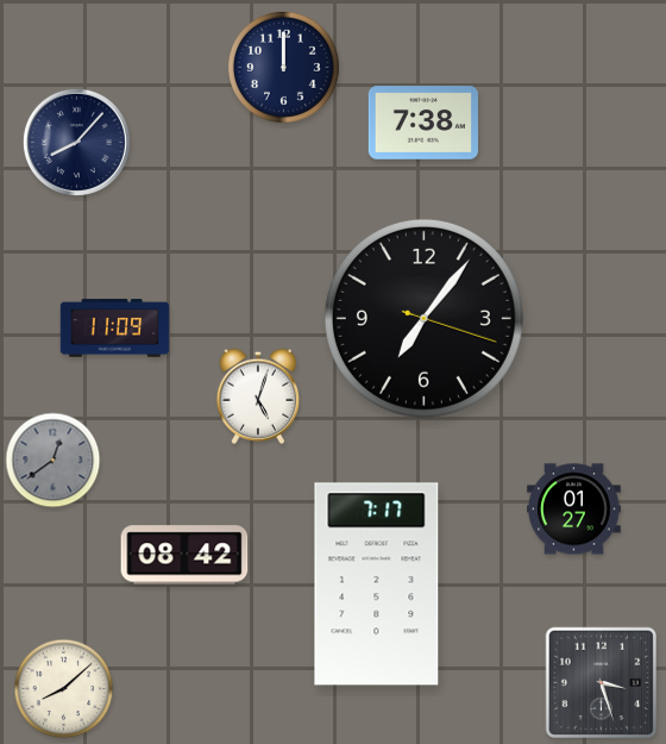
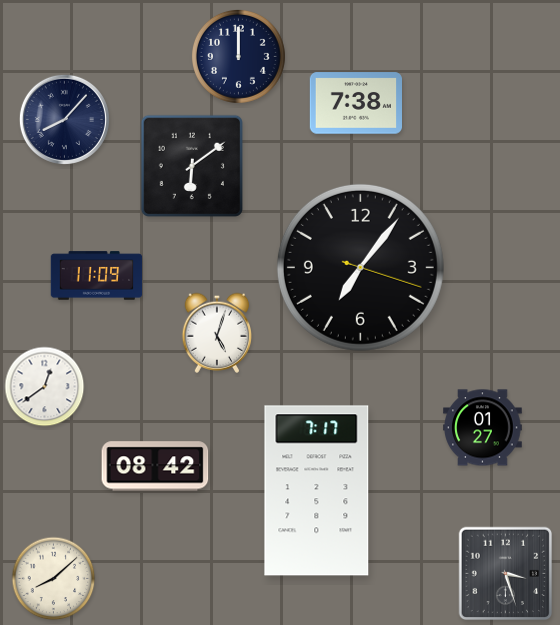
clock at (192, 166): none -> 6:09
clock at (423, 318) position: (423, 318) -> (360, 267)
clock at (54, 461) dial: grey -> white
